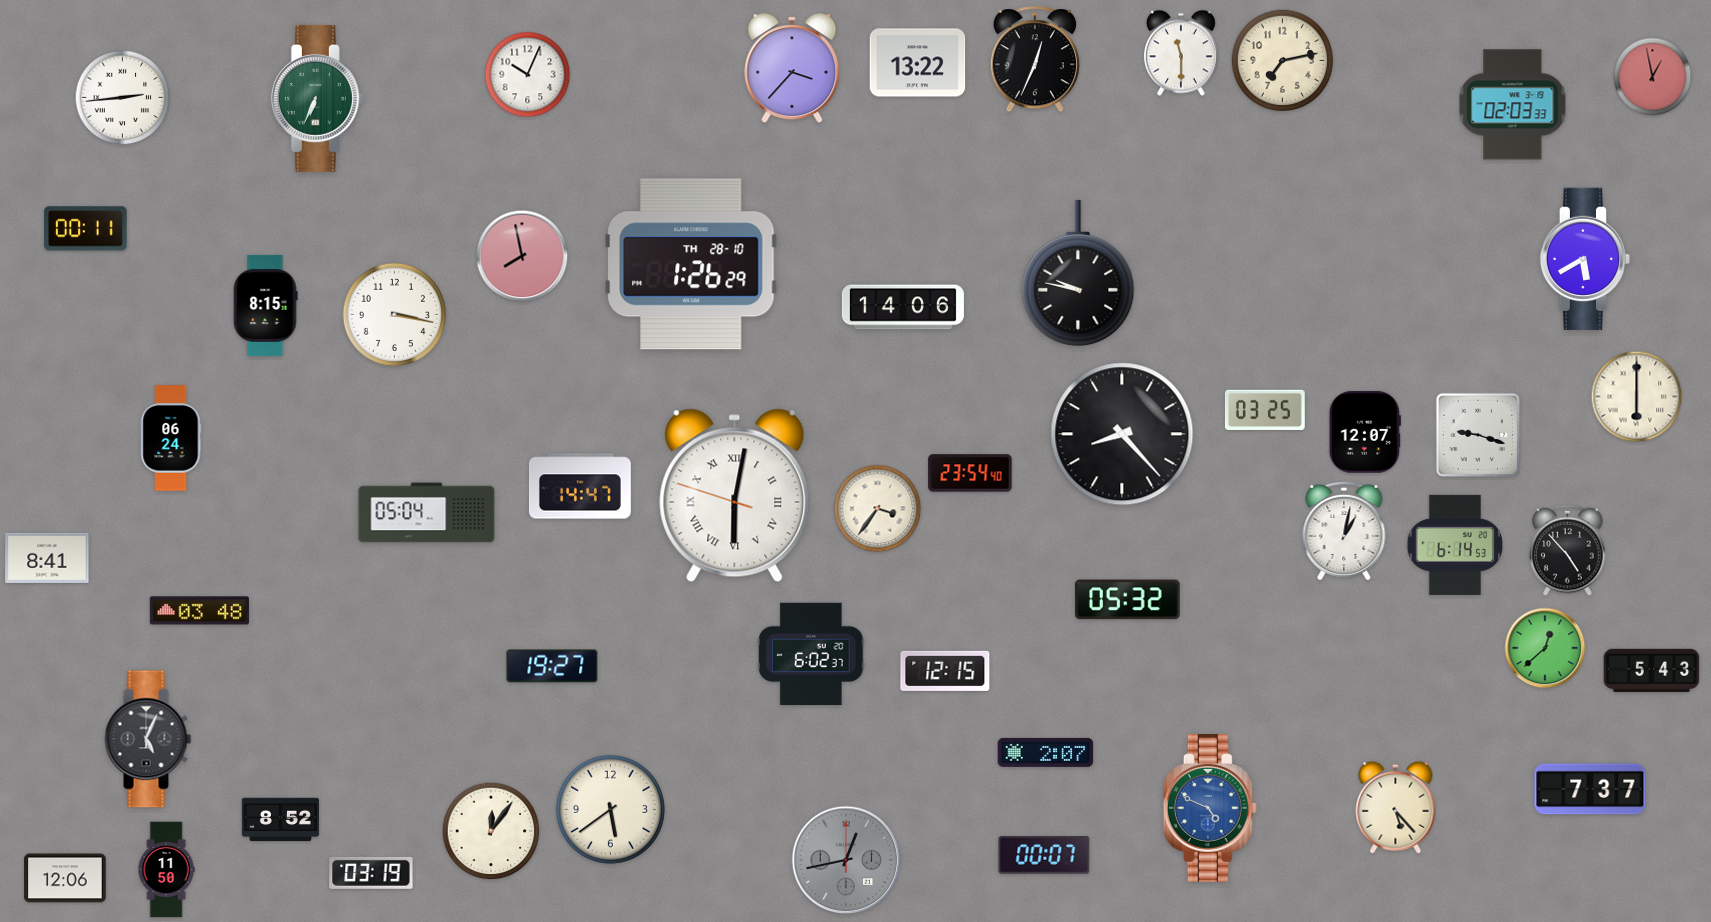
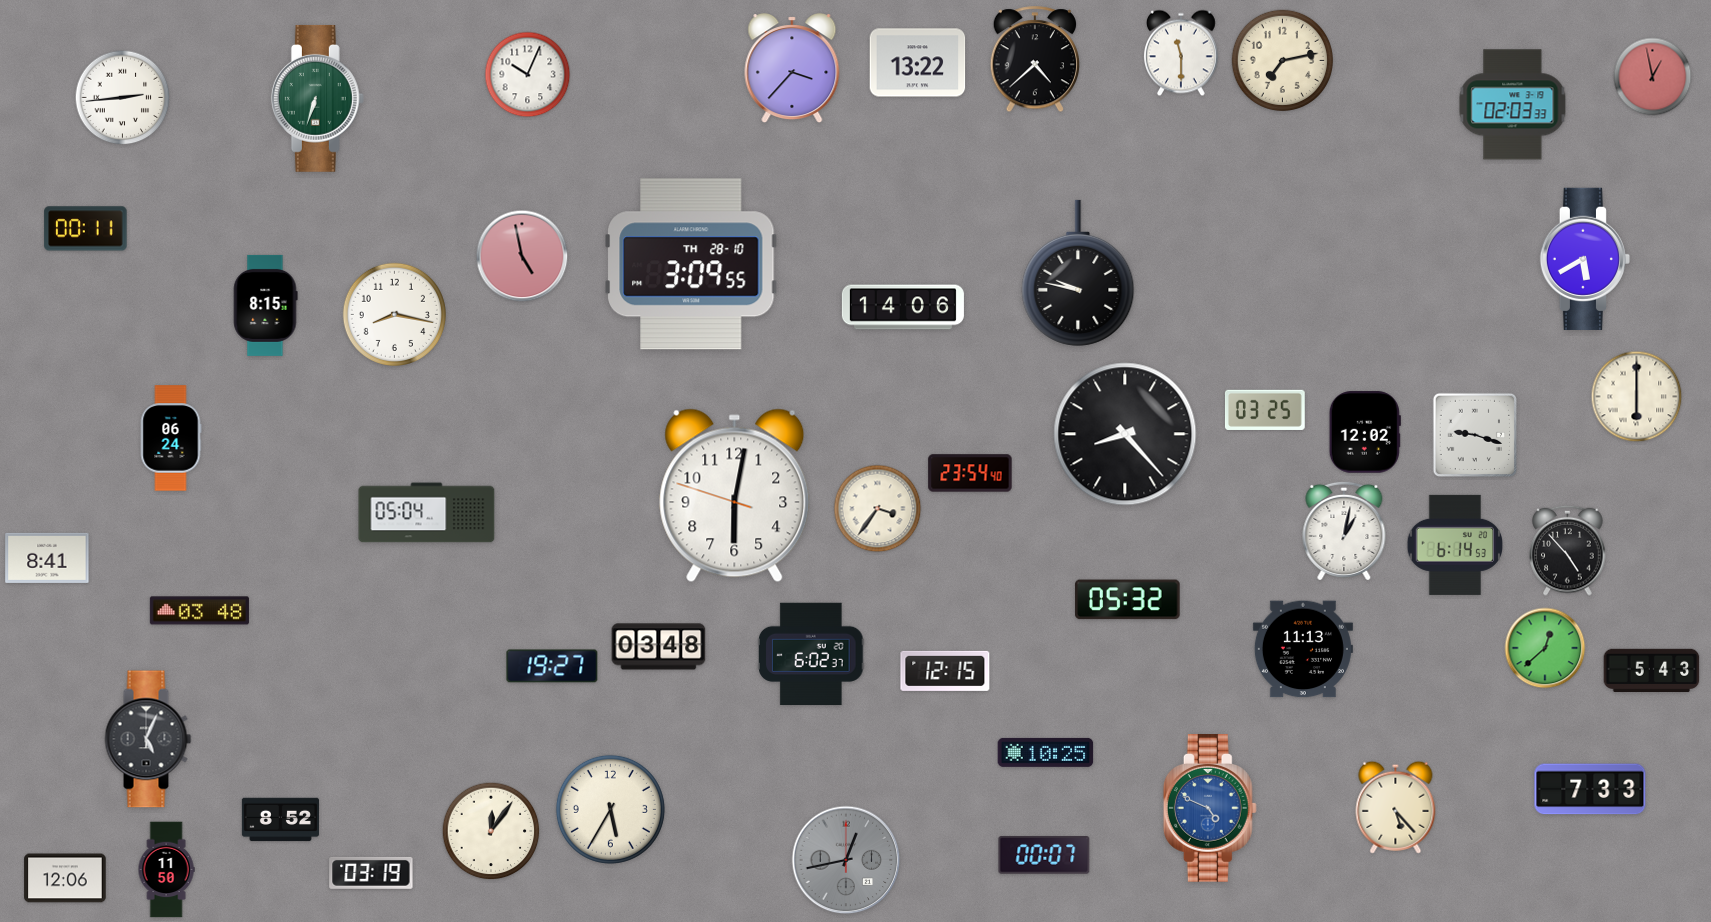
clock at (1034, 60): 12:34 -> 4:38
clock at (317, 98): 6:34 -> 6:33
clock at (522, 256): 7:58 -> 4:58
clock at (691, 264): 1:26 -> 3:09
clock at (394, 314): 3:17 -> 8:17
clock at (1365, 432): 12:07 -> 12:02
clock at (1122, 434) position: (1122, 434) -> (1125, 434)
clock at (1477, 434) position: (1477, 434) -> (1474, 434)
clock at (580, 486): 14:47 -> none
clock at (735, 496) numerals: Roman -> Arabic
clock at (659, 647): none -> 03:48
clock at (1303, 649): none -> 11:13
clock at (1046, 752): 2:07 -> 10:25
clock at (1590, 789): 7:37 -> 7:33
clock at (610, 809): 5:39 -> 5:35
